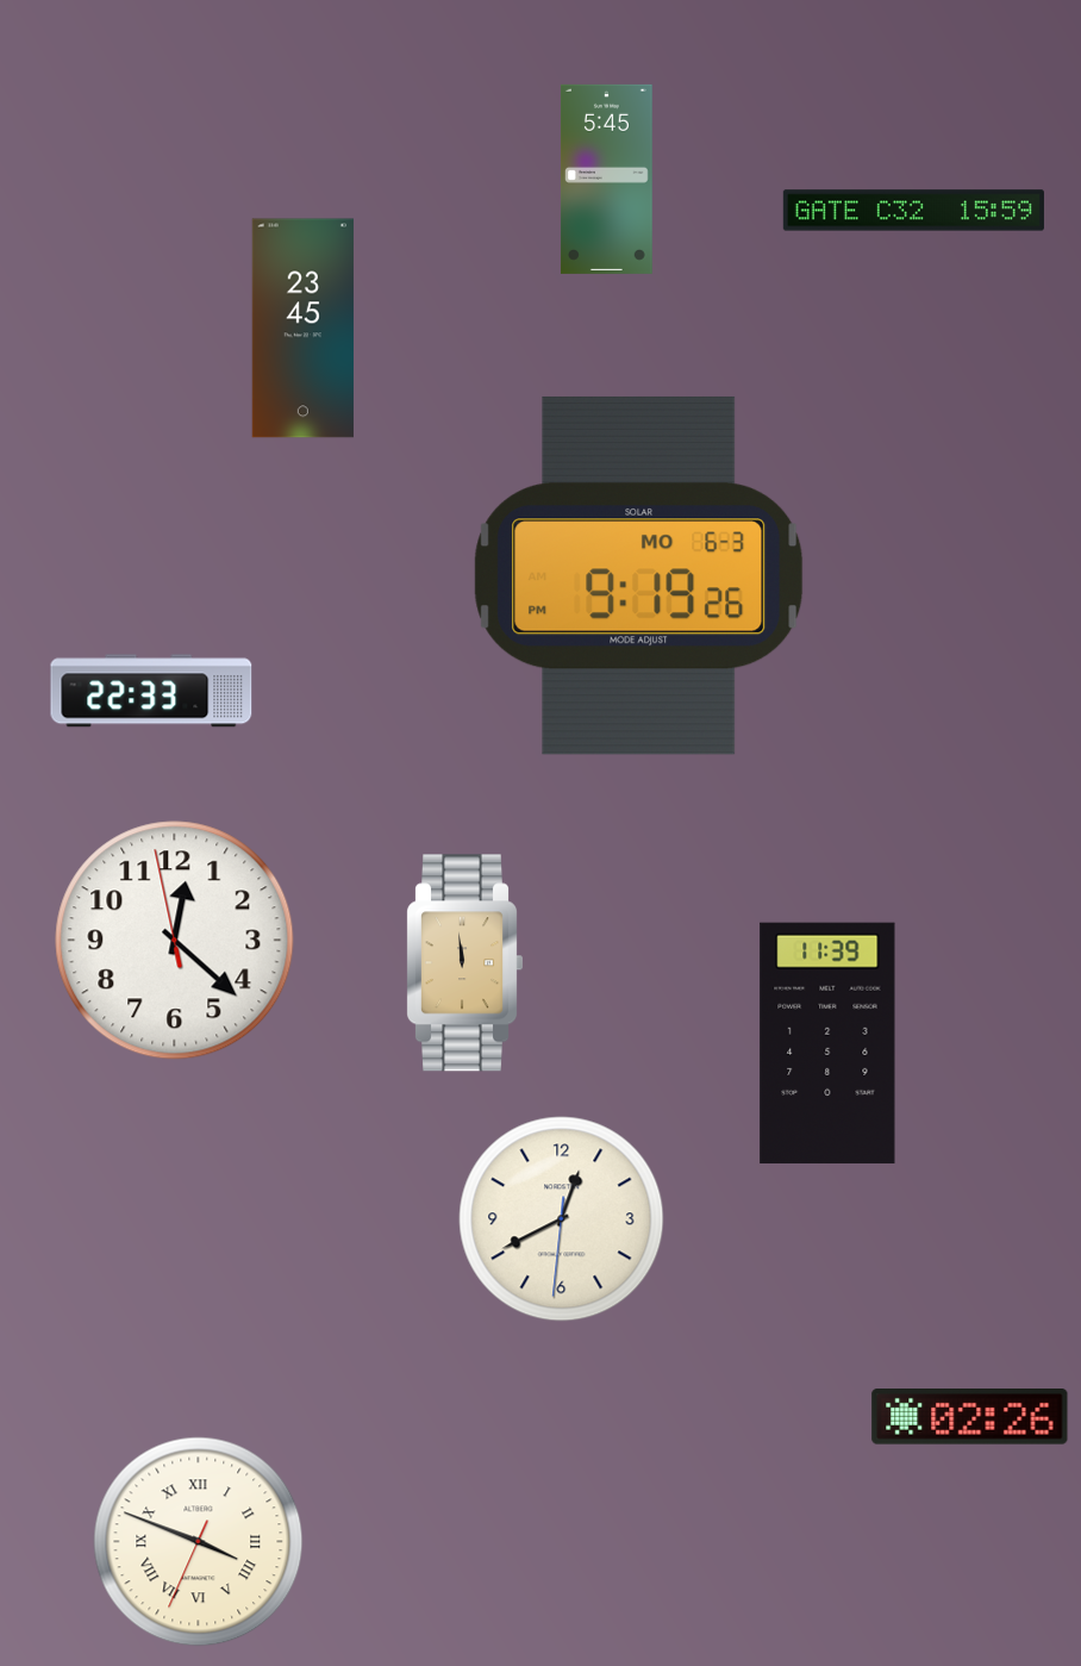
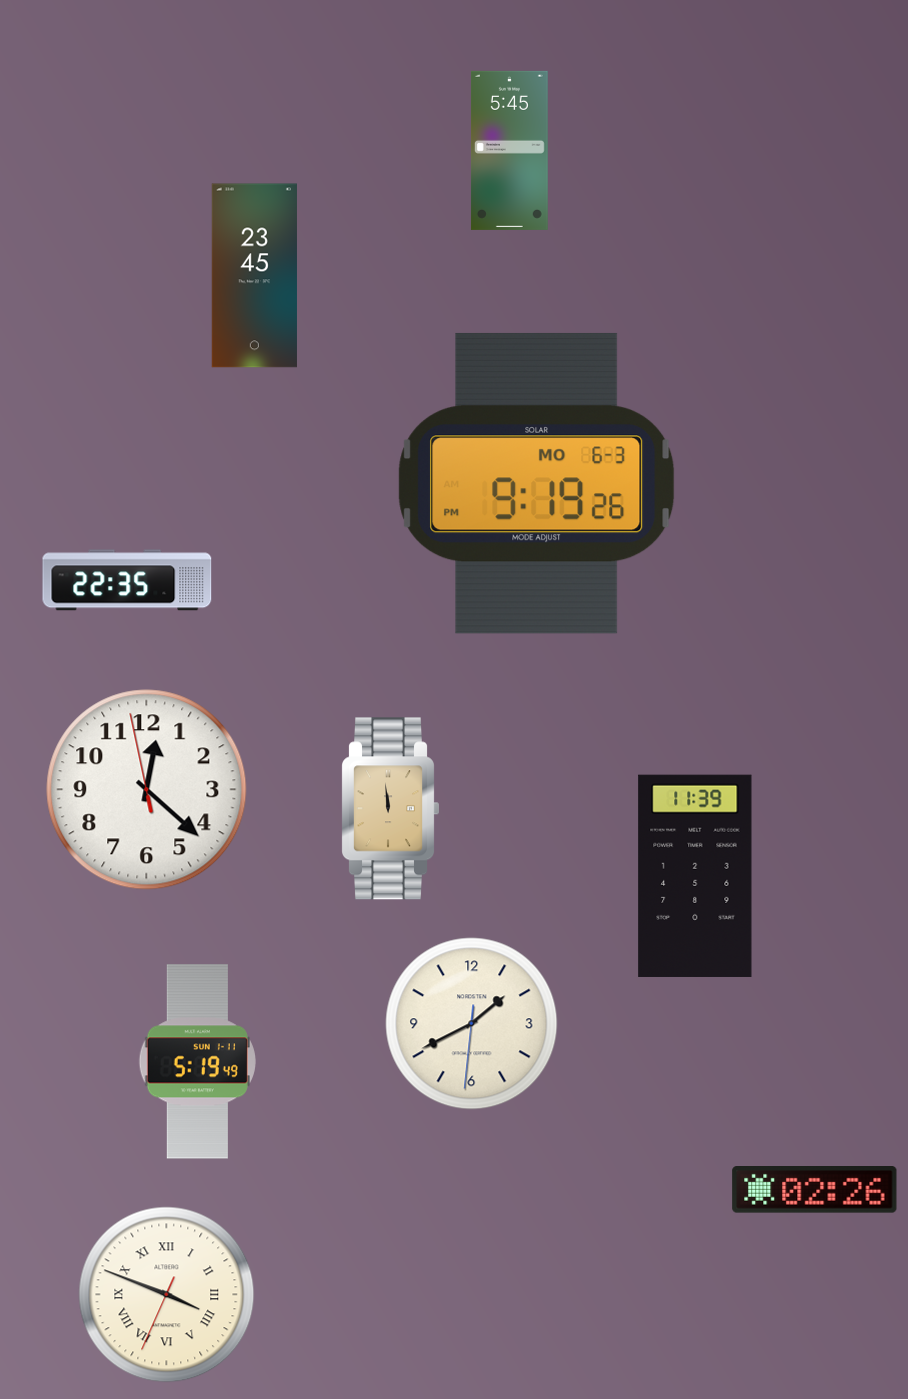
clock at (913, 211): 15:59 -> none
clock at (151, 691): 22:33 -> 22:35
clock at (562, 1219): 12:40 -> 1:40
clock at (197, 1062): none -> 5:19
